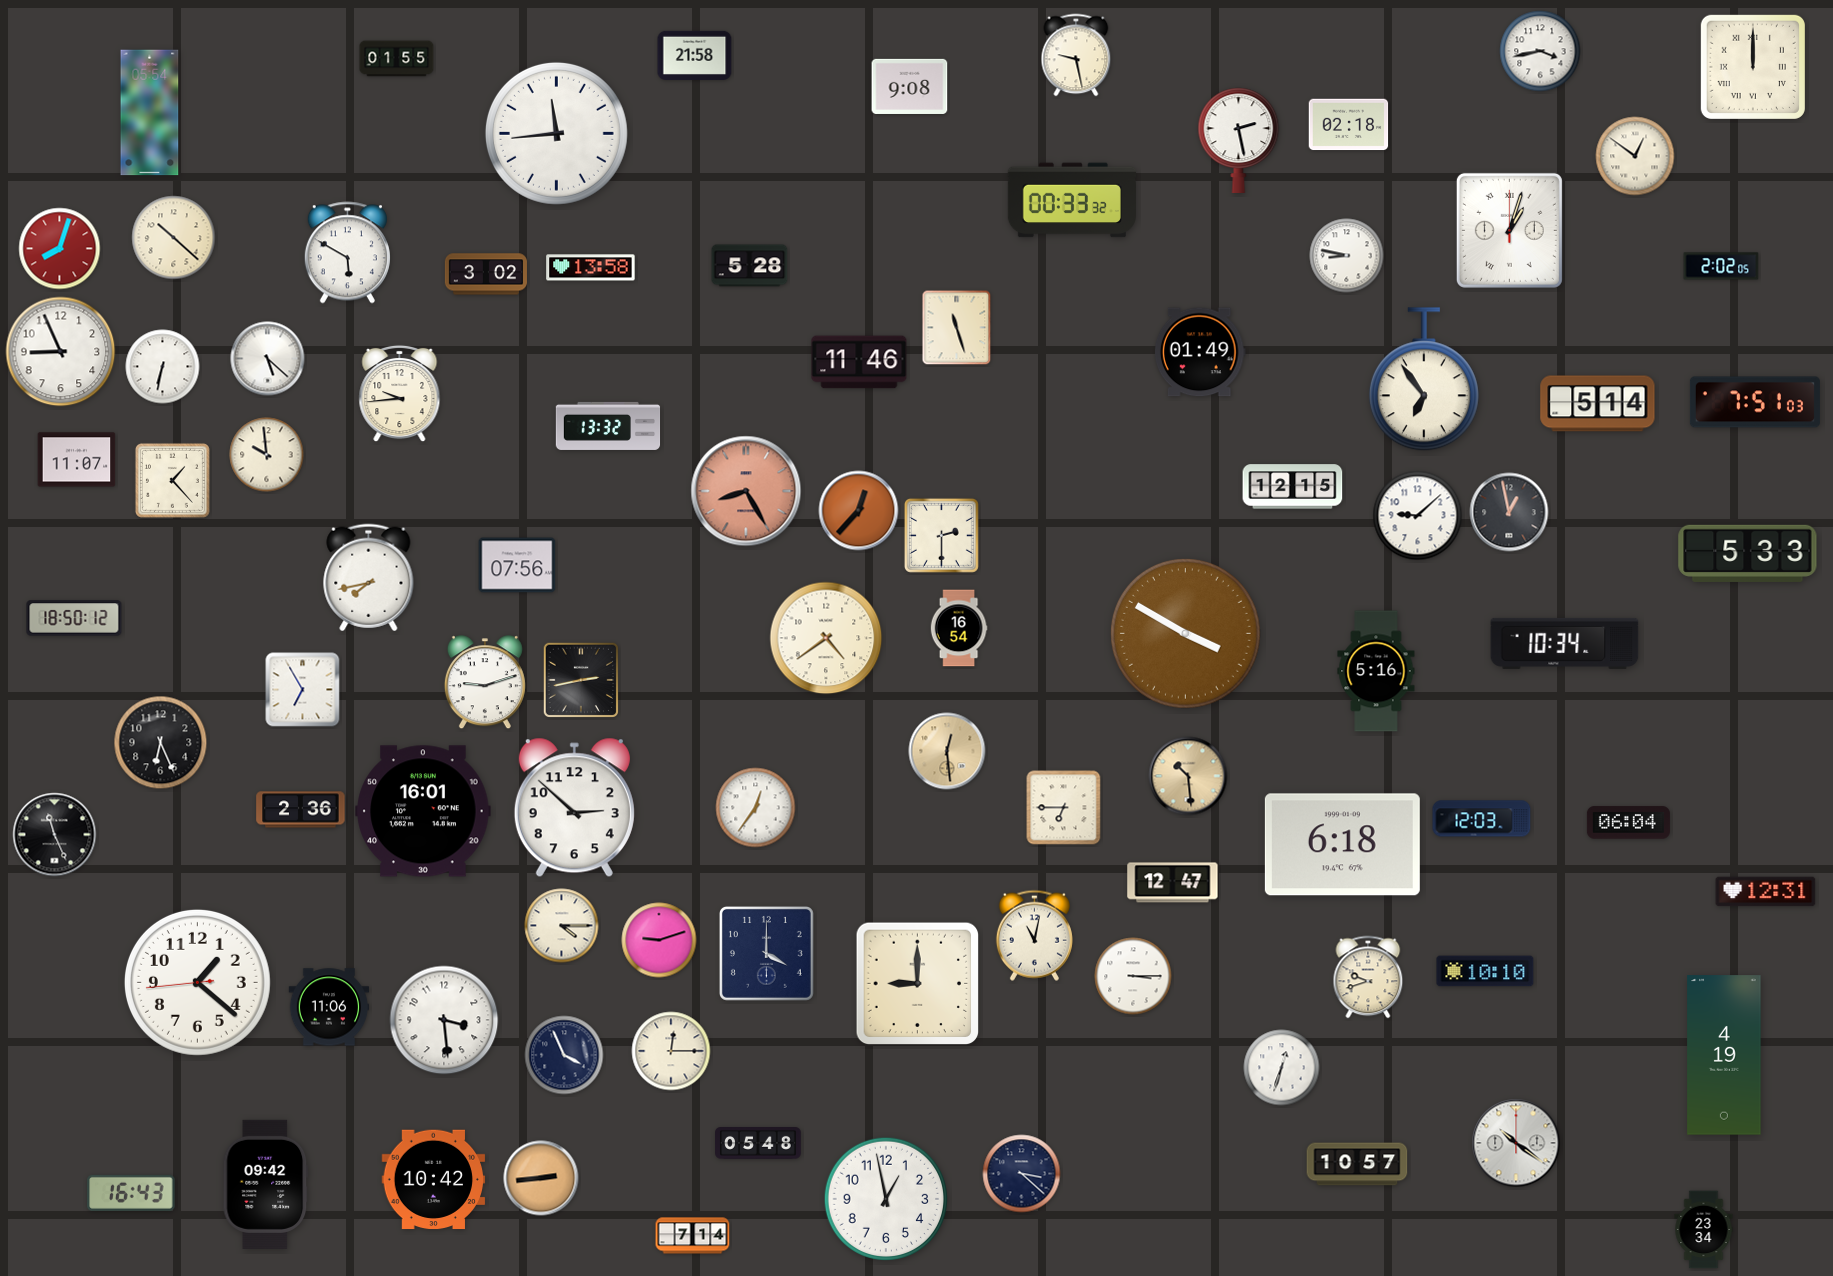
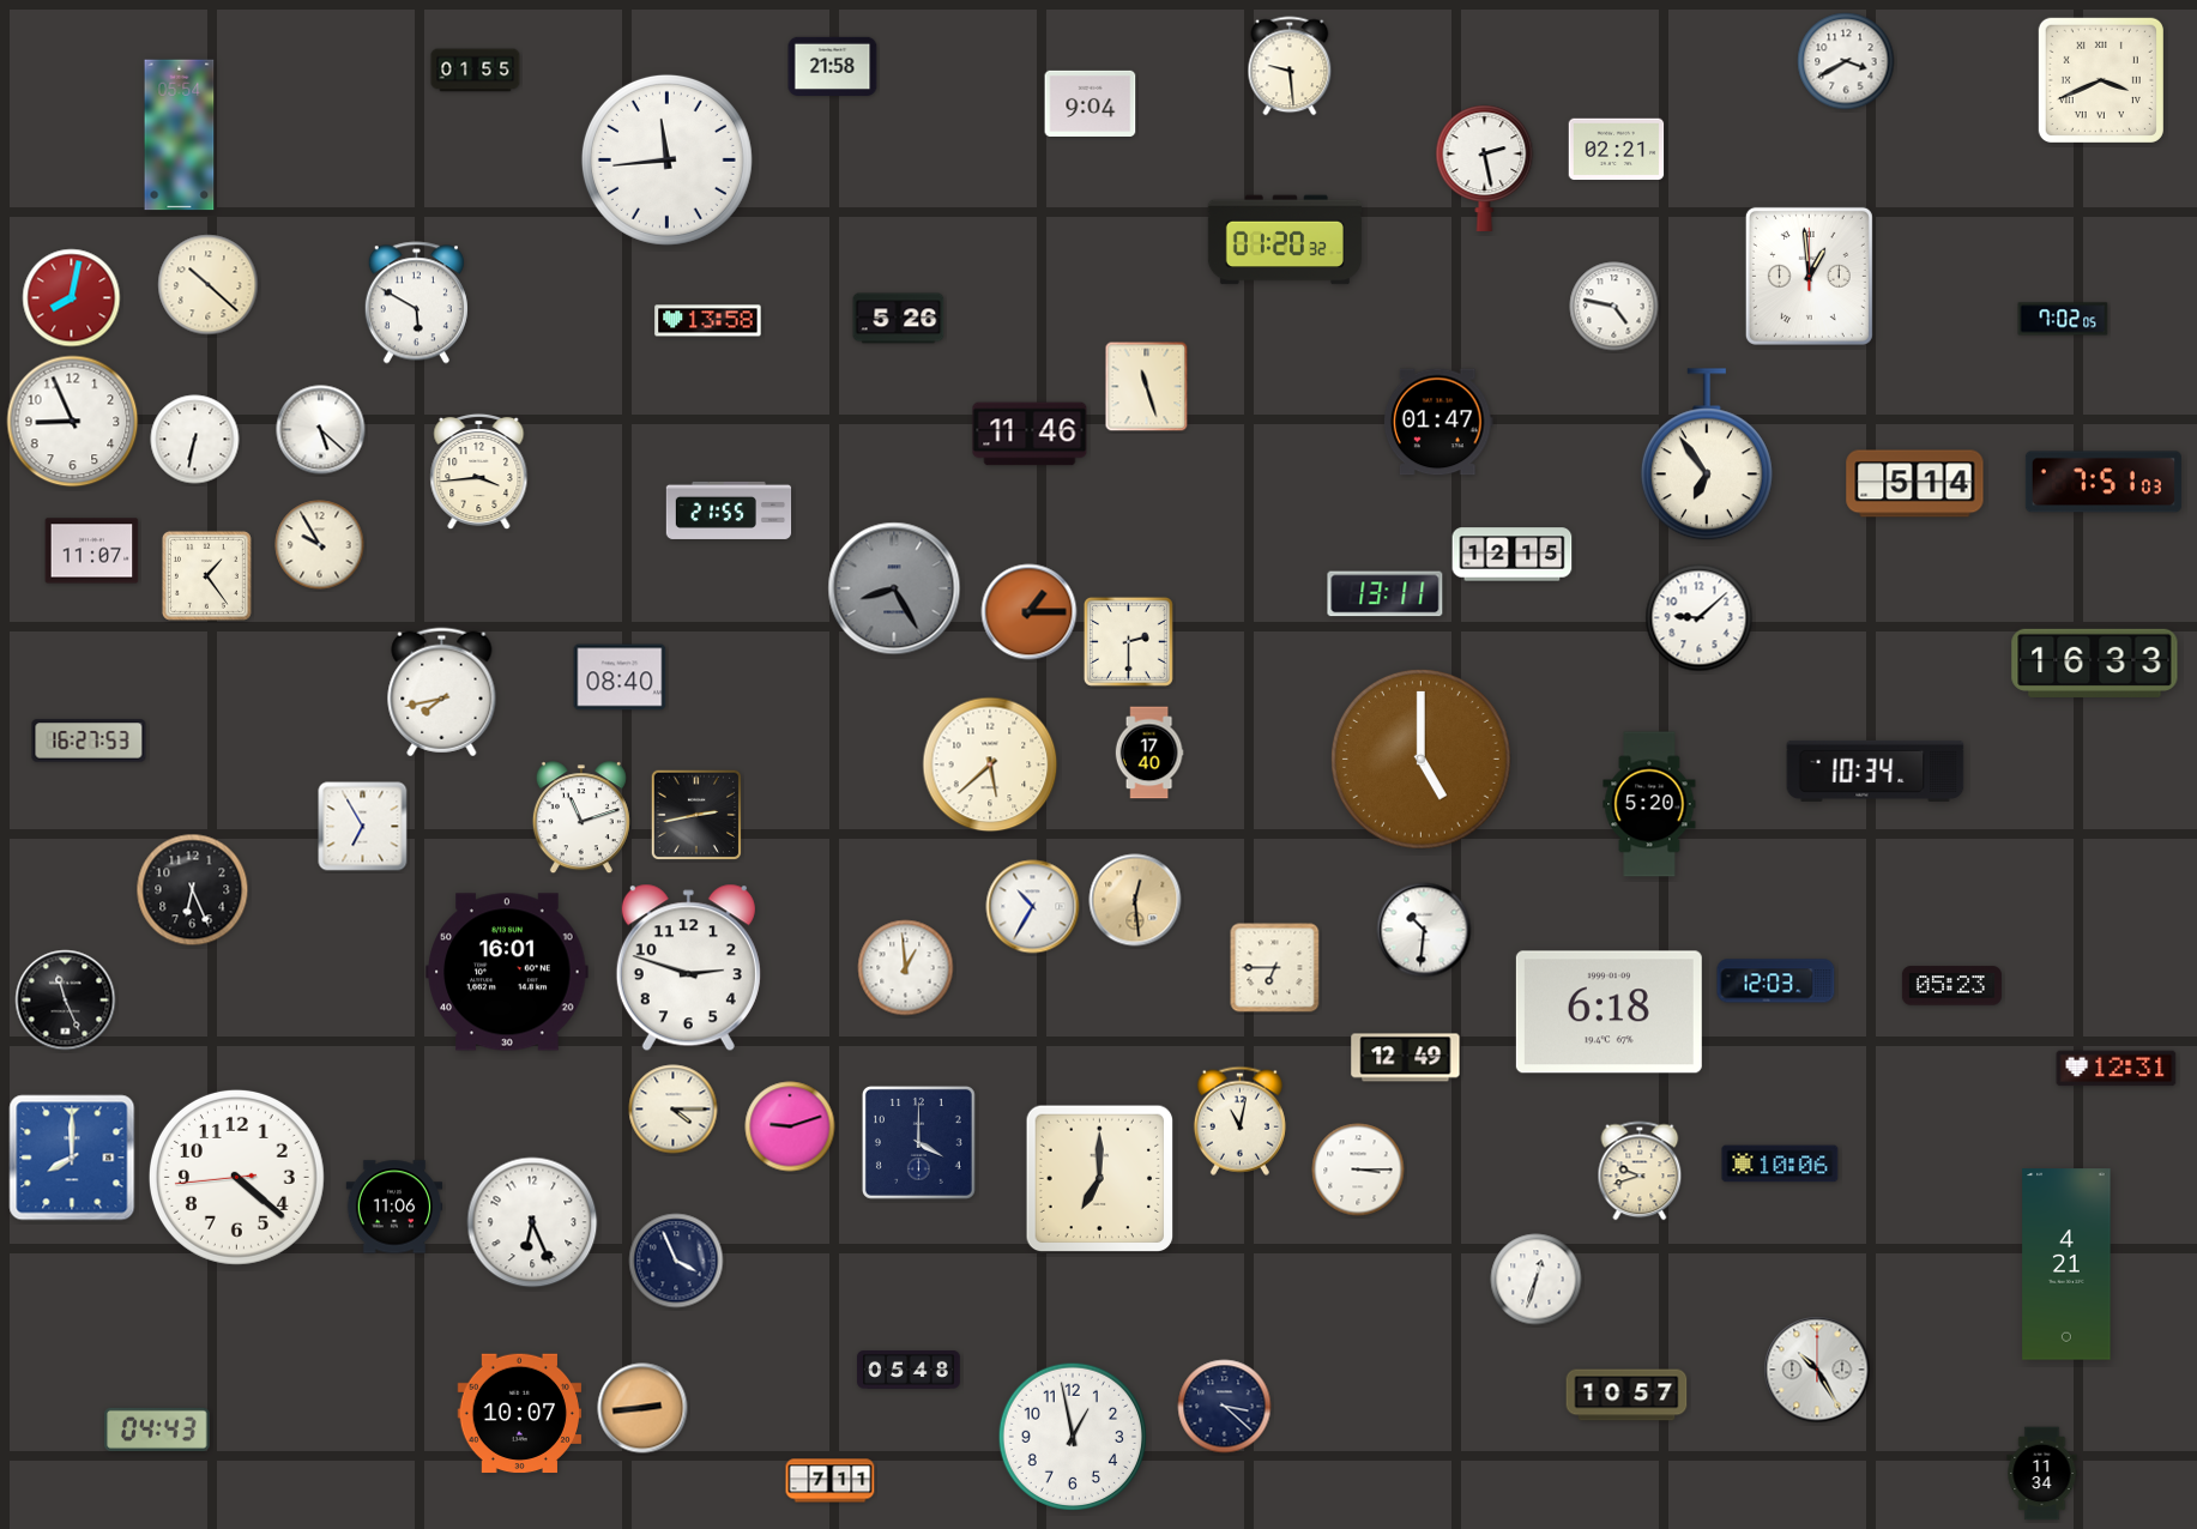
clock at (1540, 51): 3:43 -> 3:40
clock at (1076, 55): 9:28 -> 9:29
clock at (1753, 67): 12:00 -> 3:41
clock at (910, 86): 9:08 -> 9:04
clock at (1349, 125): 02:18 -> 02:21
clock at (1635, 156): 12:51 -> none
clock at (1071, 200): 00:33 -> 01:20
clock at (1509, 230): 1:03 -> 12:59
clock at (60, 249): 8:03 -> 8:02
clock at (1347, 256): 8:47 -> 4:47
clock at (750, 266): 5:28 -> 5:26
clock at (1721, 266): 2:02 -> 7:02
clock at (486, 274): 3:02 -> none
clock at (957, 328) position: (957, 328) -> (1147, 387)
clock at (1200, 352): 01:49 -> 01:47
clock at (400, 394): 9:44 -> 3:44
clock at (608, 426): 13:32 -> 21:55
clock at (267, 455): 9:59 -> 9:55
clock at (172, 480): 1:23 -> 1:24
clock at (1293, 487) position: (1293, 487) -> (1513, 555)
clock at (746, 491) dial: salmon -> grey
clock at (1386, 594): none -> 13:11
clock at (859, 511): 12:37 -> 1:15
clock at (1509, 512): 12:58 -> none
clock at (1748, 553): 5:33 -> 16:33
clock at (517, 565): 07:56 -> 08:40
clock at (74, 618): 18:50 -> 16:27
clock at (959, 628): 16:54 -> 17:40
clock at (1186, 634): 3:50 -> 5:00
clock at (826, 638): 4:39 -> 5:38
clock at (1376, 671): 5:16 -> 5:20
clock at (485, 683): 9:12 -> 11:12
clock at (1033, 907): none -> 10:35
clock at (1188, 776): 10:29 -> 10:31
clock at (1188, 776) dial: champagne -> white
clock at (574, 808): 2:52 -> 2:48
clock at (756, 808): 12:36 -> 12:59
clock at (301, 810): 2:36 -> none
clock at (1628, 823): 06:04 -> 05:23
clock at (1173, 883): 12:47 -> 12:49
clock at (72, 1158): none -> 8:00
clock at (1485, 971): 10:10 -> 10:06
clock at (197, 982): 1:21 -> 4:21
clock at (918, 984): 9:00 -> 7:00
clock at (444, 1020): 3:29 -> 6:26
clock at (671, 1051): 12:15 -> none
clock at (564, 1055) position: (564, 1055) -> (676, 1261)
clock at (1724, 1055): 4:19 -> 4:21
clock at (1516, 1143): 10:21 -> 10:25
clock at (541, 1178) position: (541, 1178) -> (642, 1408)
clock at (434, 1180): 10:42 -> 10:07
clock at (266, 1184): 09:42 -> none
clock at (131, 1193): 16:43 -> 04:43
clock at (886, 1198) position: (886, 1198) -> (1073, 1436)
clock at (1704, 1230): 23:34 -> 11:34
clock at (693, 1236): 7:14 -> 7:11
